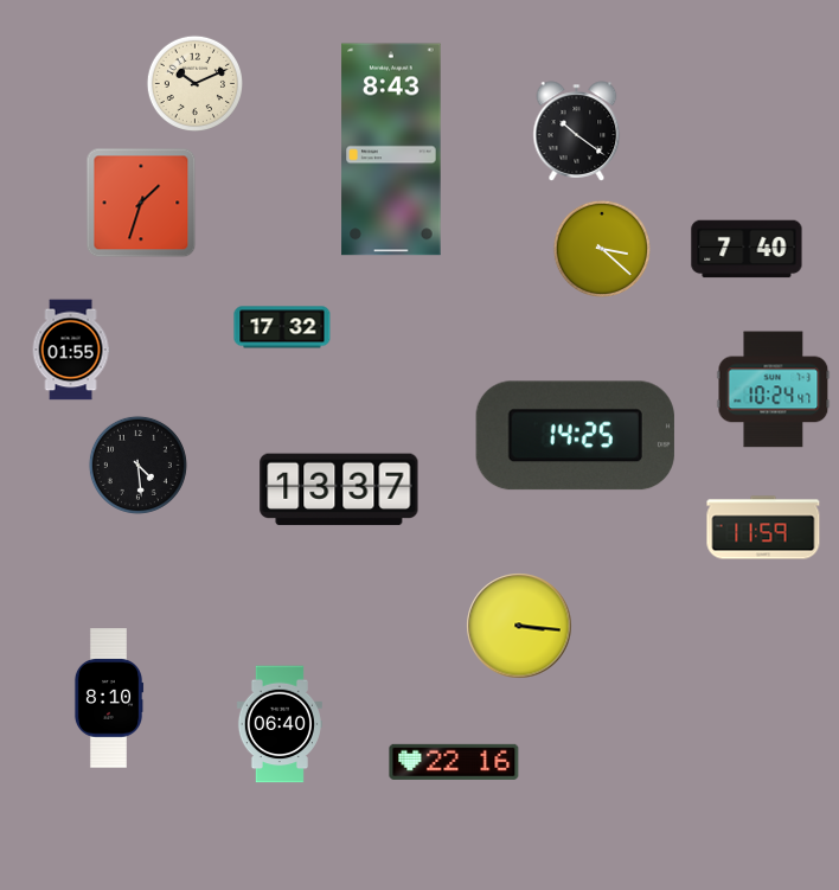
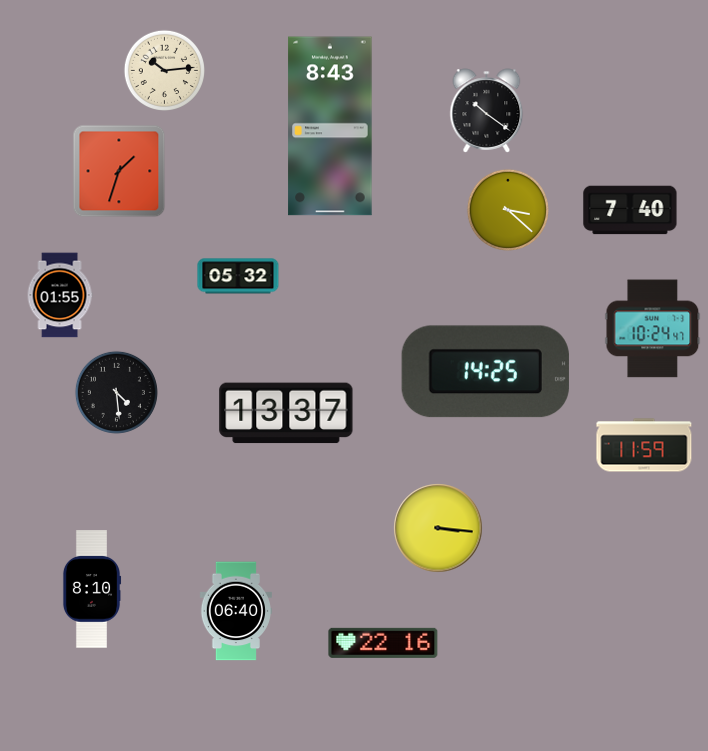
clock at (194, 83): 10:11 -> 10:14
clock at (282, 327): 17:32 -> 05:32
clock at (575, 436) position: (575, 436) -> (485, 372)
